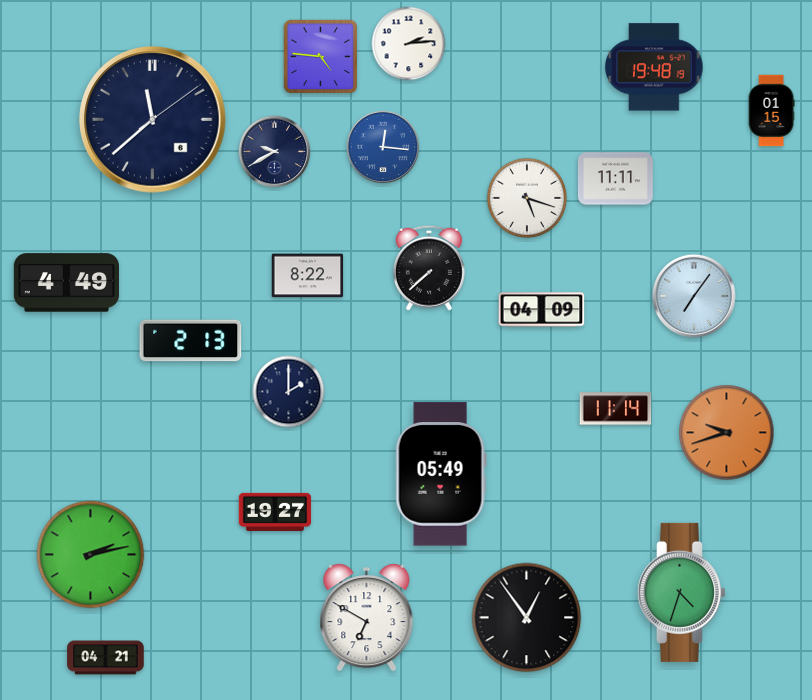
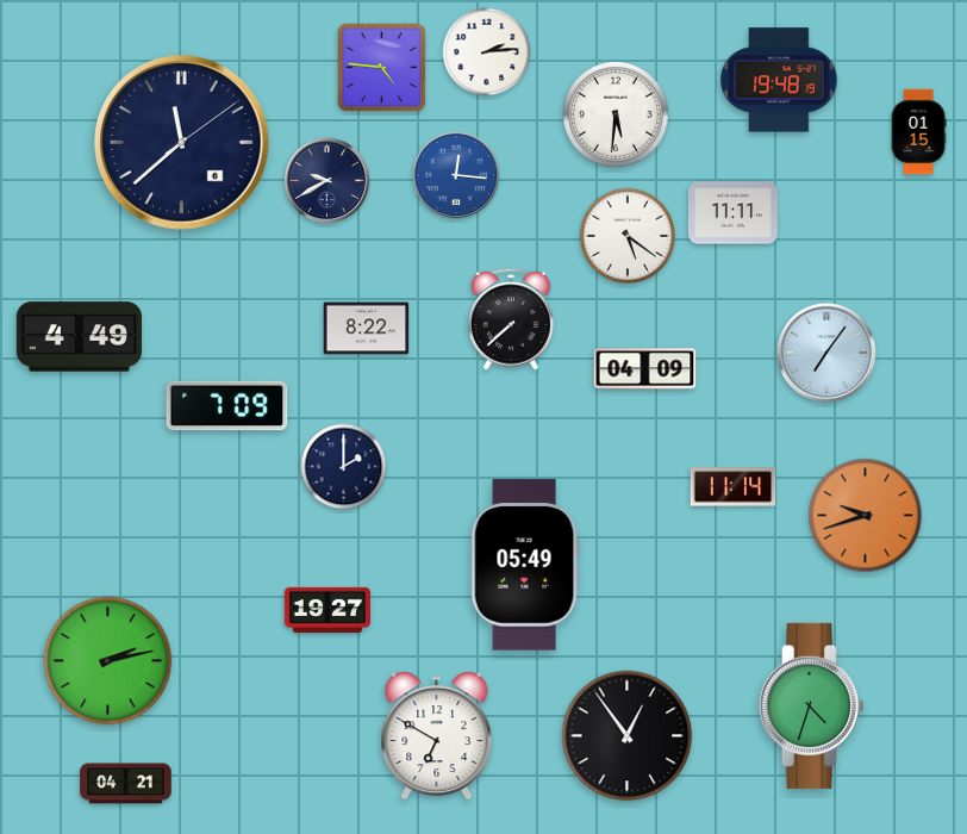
clock at (616, 114): none -> 5:31
clock at (527, 198): 5:18 -> 5:21
clock at (191, 341): 2:13 -> 7:09
